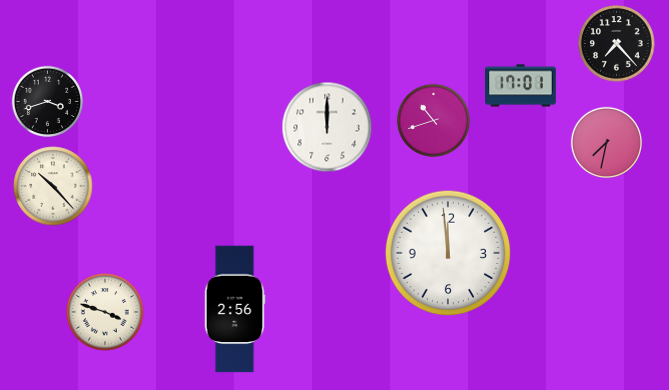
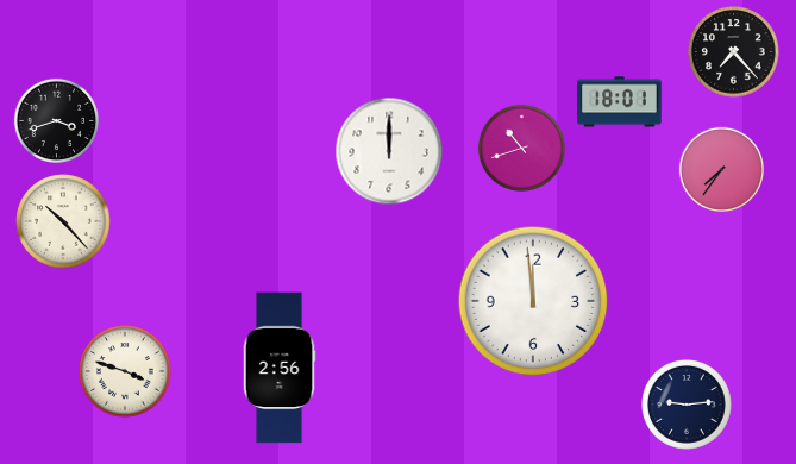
clock at (521, 86): 17:01 -> 18:01
clock at (433, 120) position: (433, 120) -> (521, 148)
clock at (606, 142): 7:32 -> 7:36
clock at (688, 406): none -> 9:14
